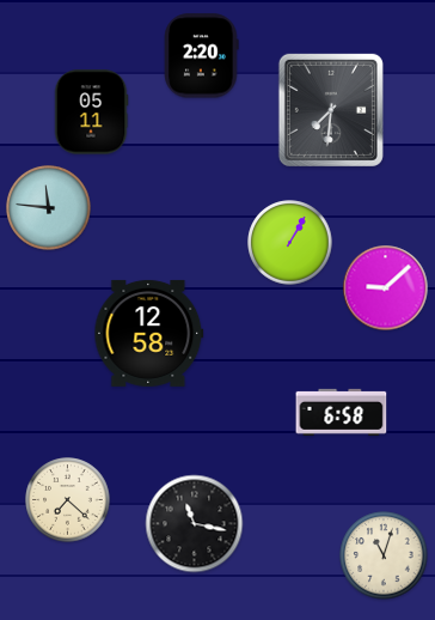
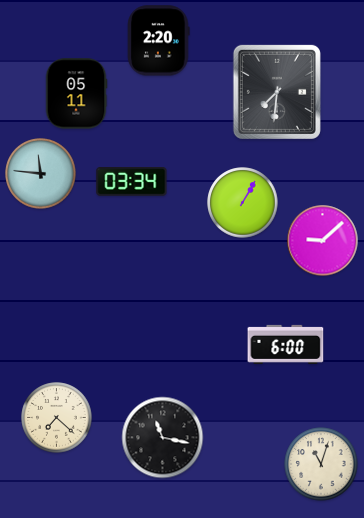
clock at (202, 56) position: (202, 56) -> (159, 41)
clock at (132, 182): none -> 03:34
clock at (149, 333): 12:58 -> none
clock at (342, 412): 6:58 -> 6:00
